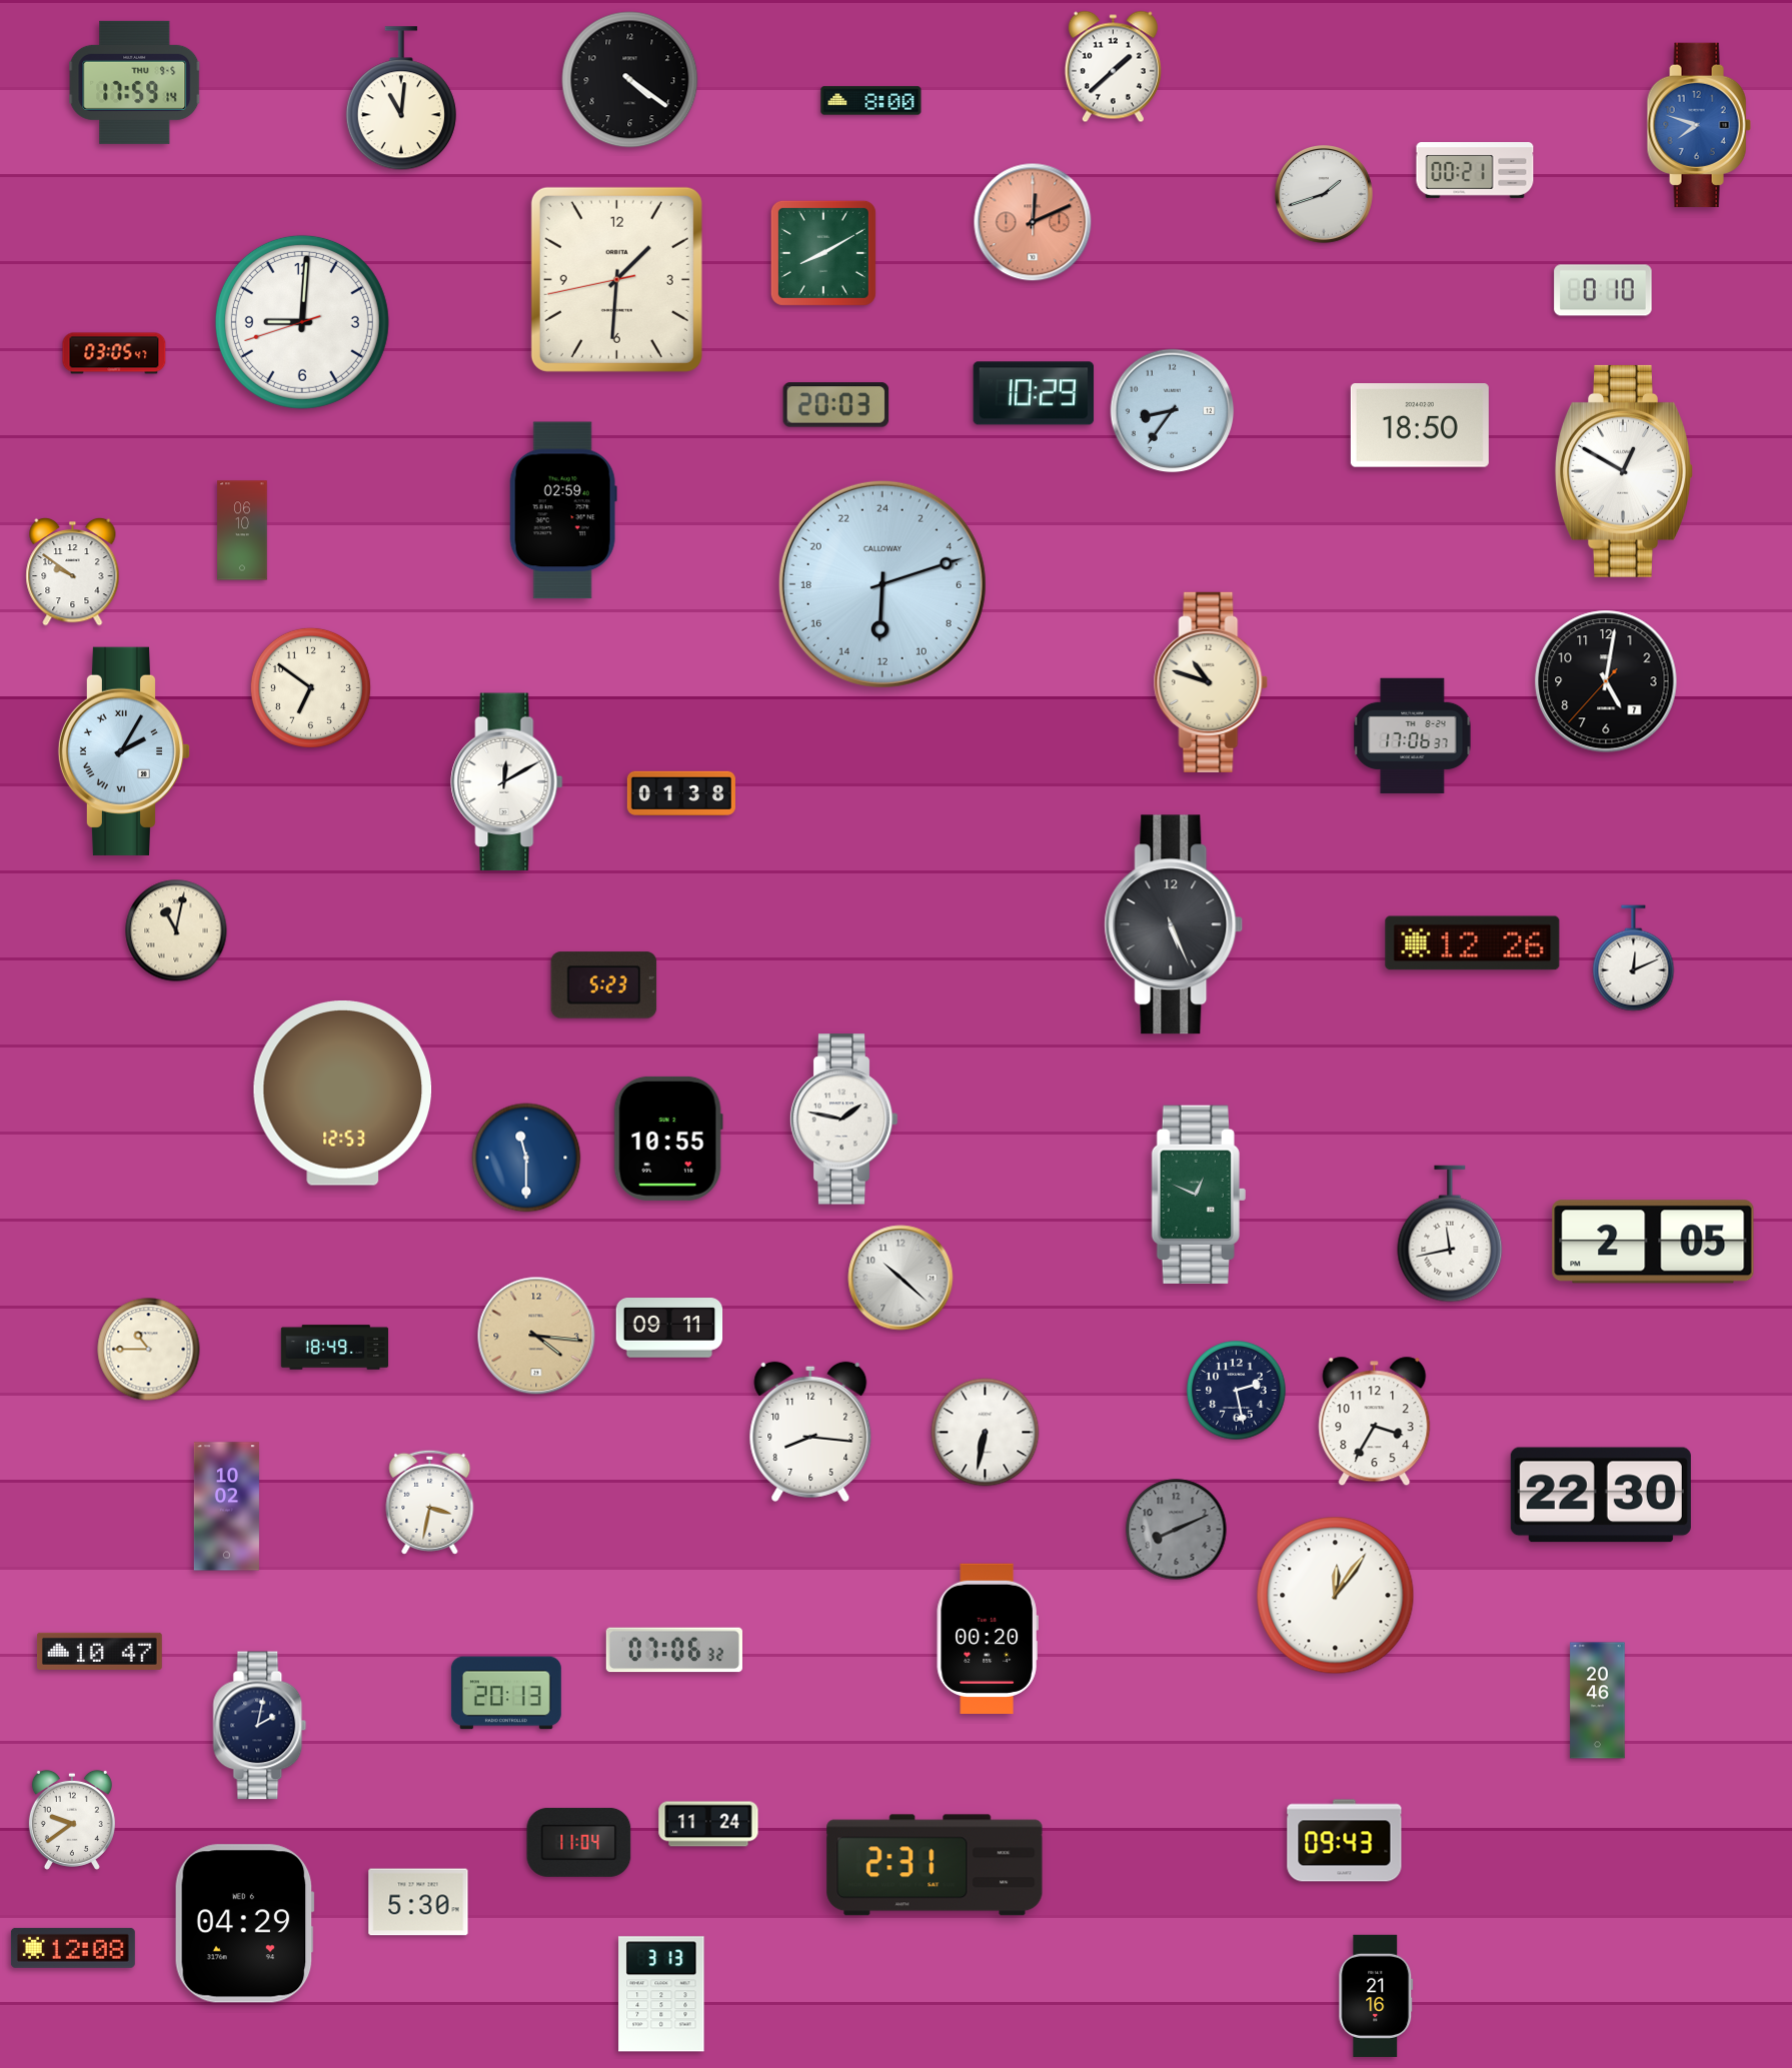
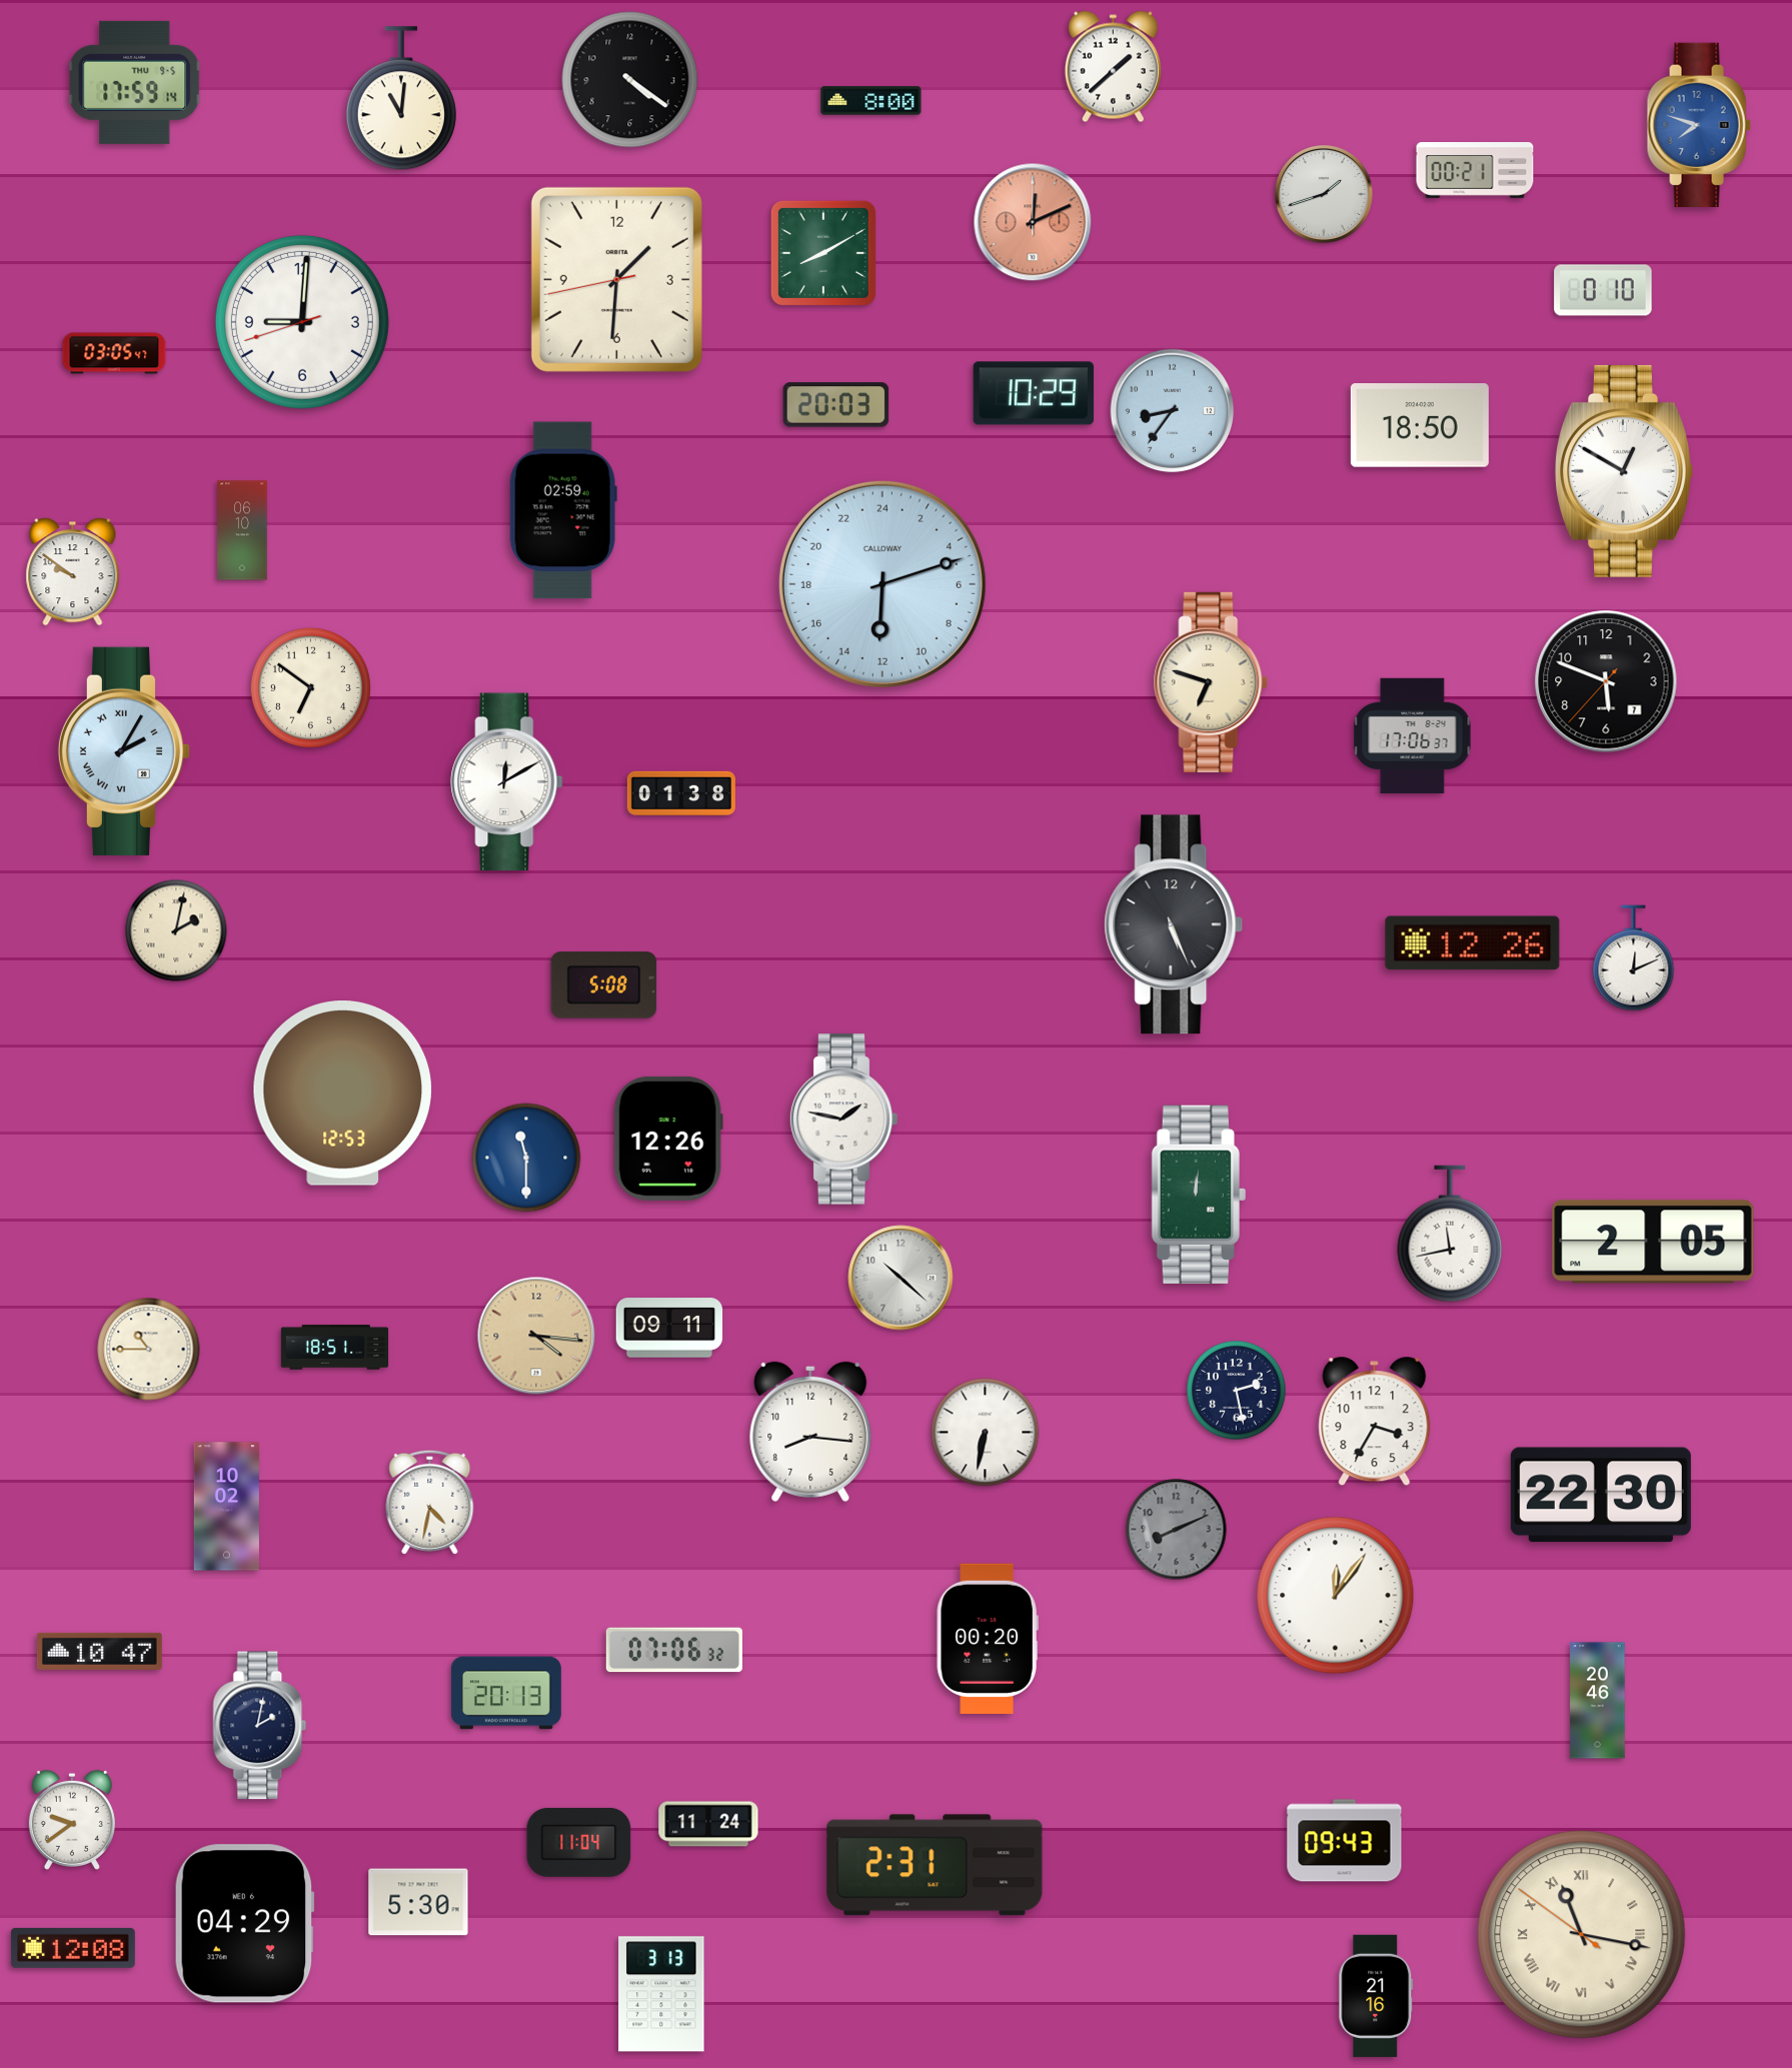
clock at (1606, 681): 5:01 -> 5:48
clock at (1211, 682): 10:48 -> 6:48
clock at (176, 930): 11:02 -> 2:02
clock at (604, 985): 5:23 -> 5:08
clock at (668, 1139): 10:55 -> 12:26
clock at (1199, 1195): 12:49 -> 12:01
clock at (335, 1348): 18:49 -> 18:51
clock at (430, 1502): 3:32 -> 4:32
clock at (1582, 1935): none -> 11:16
